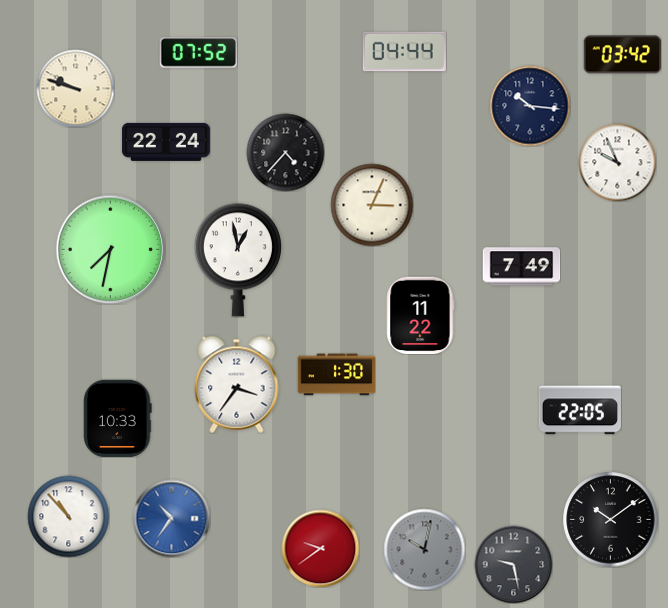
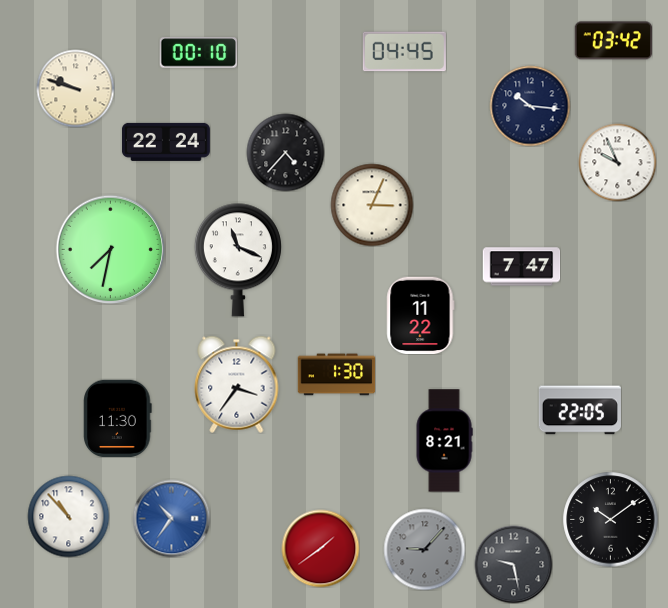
clock at (404, 52): 04:44 -> 04:45
clock at (198, 53): 07:52 -> 00:10
clock at (622, 55) position: (622, 55) -> (613, 41)
clock at (238, 260): 12:58 -> 11:19
clock at (521, 267): 7:49 -> 7:47
clock at (118, 418): 10:33 -> 11:30
clock at (444, 441): none -> 8:21
clock at (320, 548): 9:39 -> 1:39
clock at (424, 549): 10:02 -> 9:07
